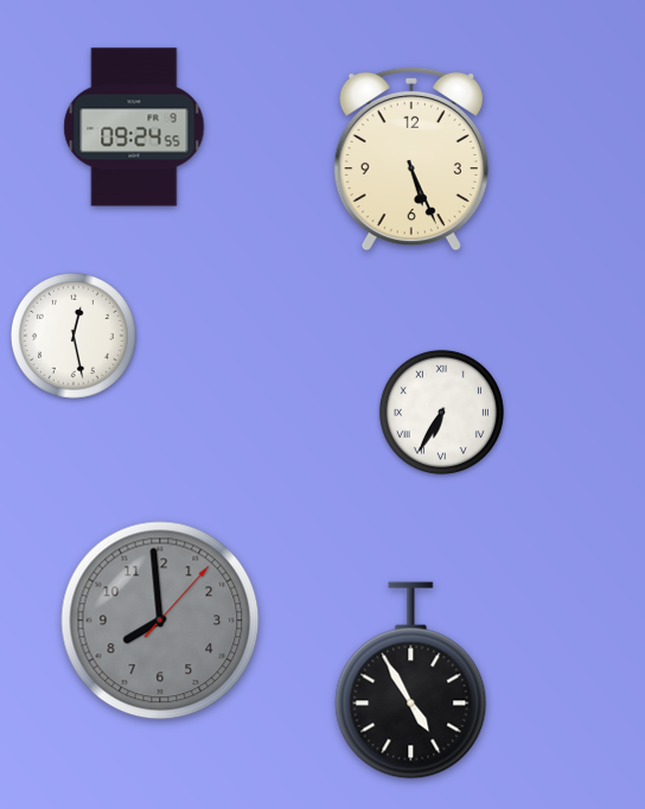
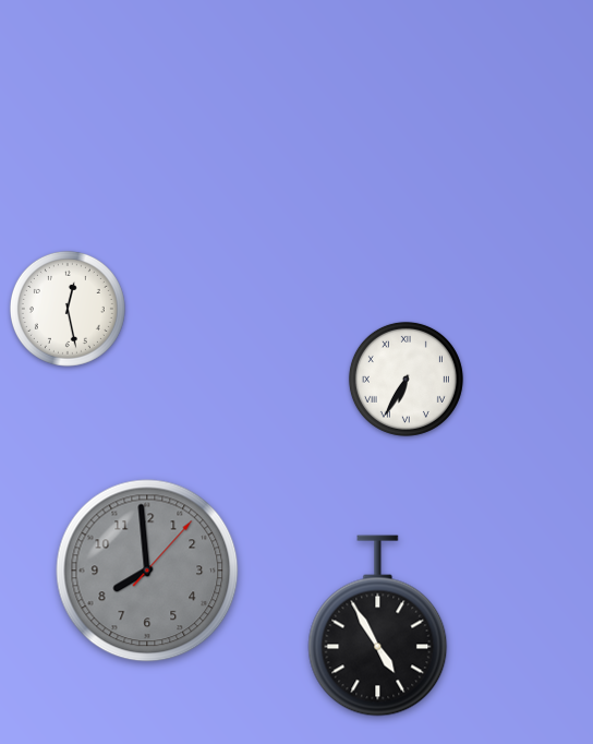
clock at (134, 127): 09:24 -> none
clock at (411, 159): 5:26 -> none
